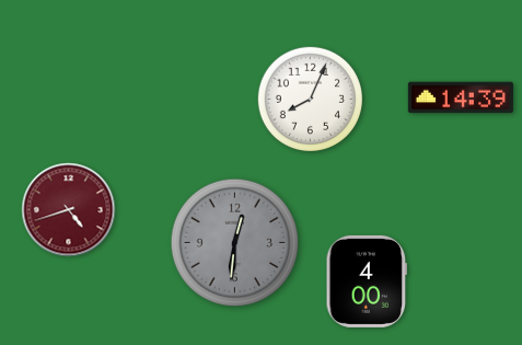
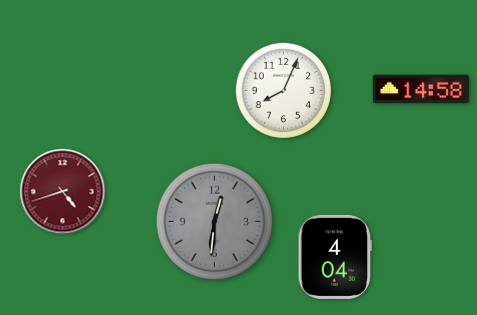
clock at (461, 97): 14:39 -> 14:58
clock at (366, 281): 4:00 -> 4:04
